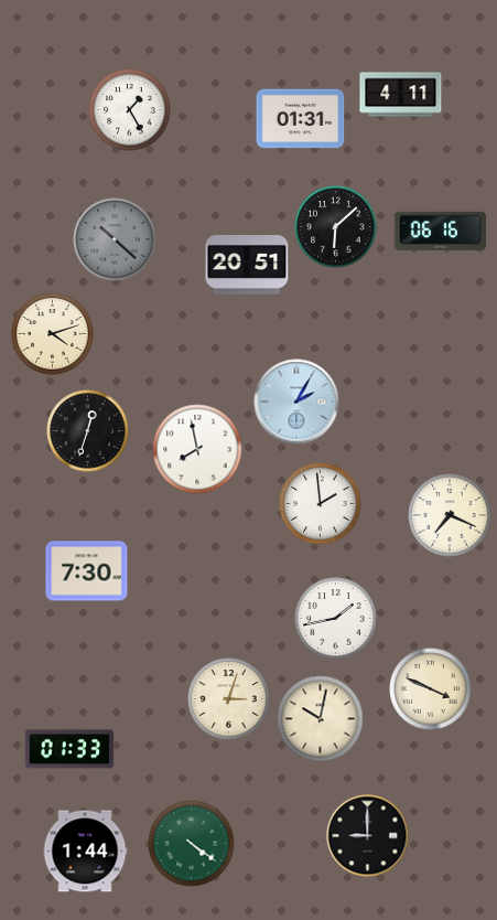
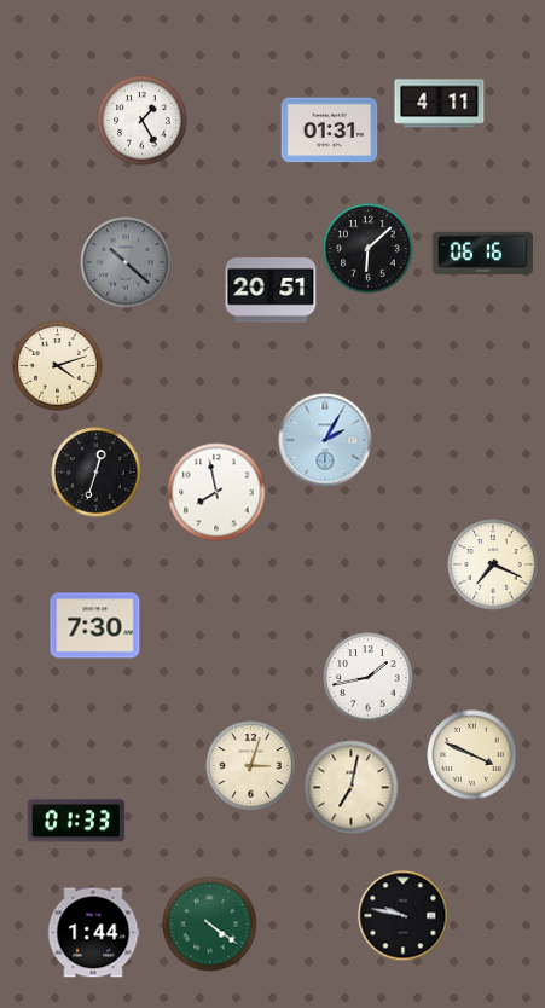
clock at (321, 504): 1:59 -> none
clock at (321, 719): 10:02 -> 7:02
clock at (368, 836): 9:00 -> 9:47
